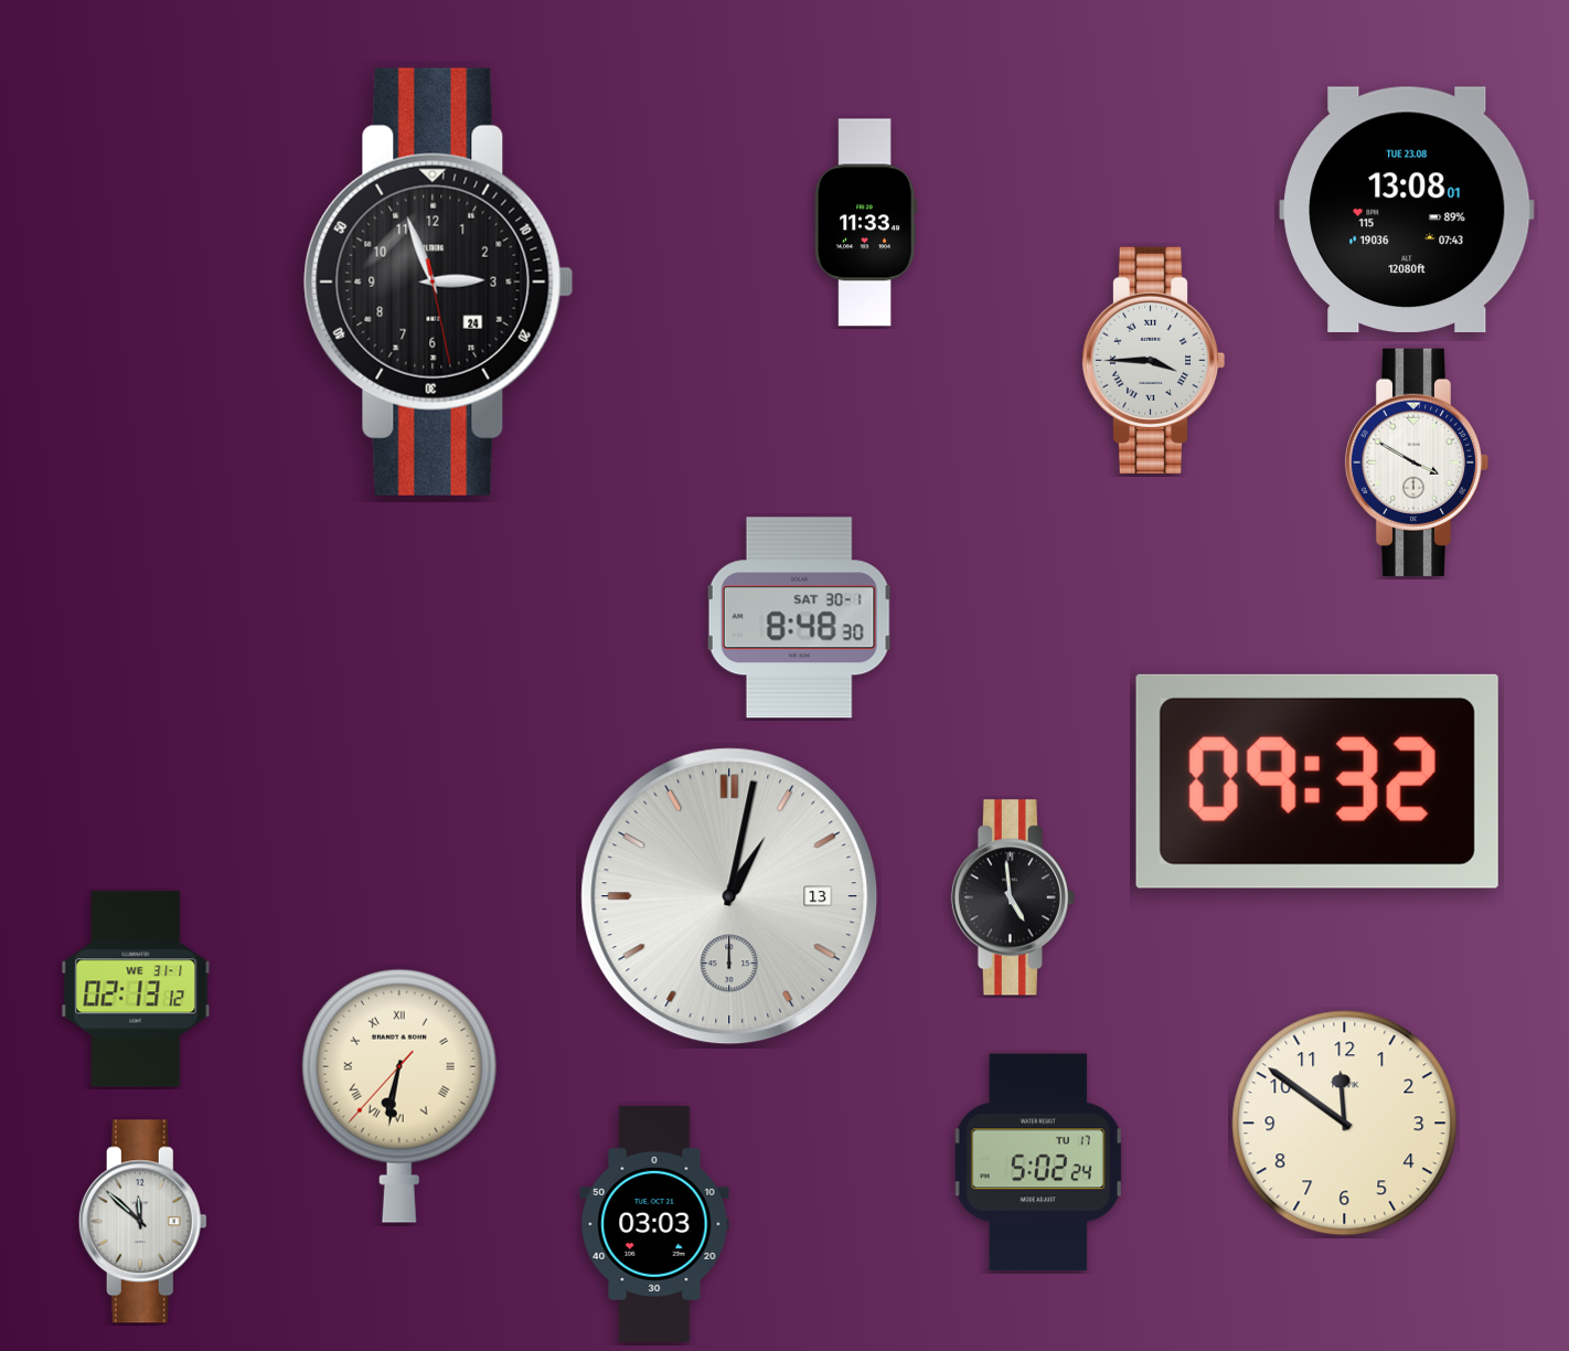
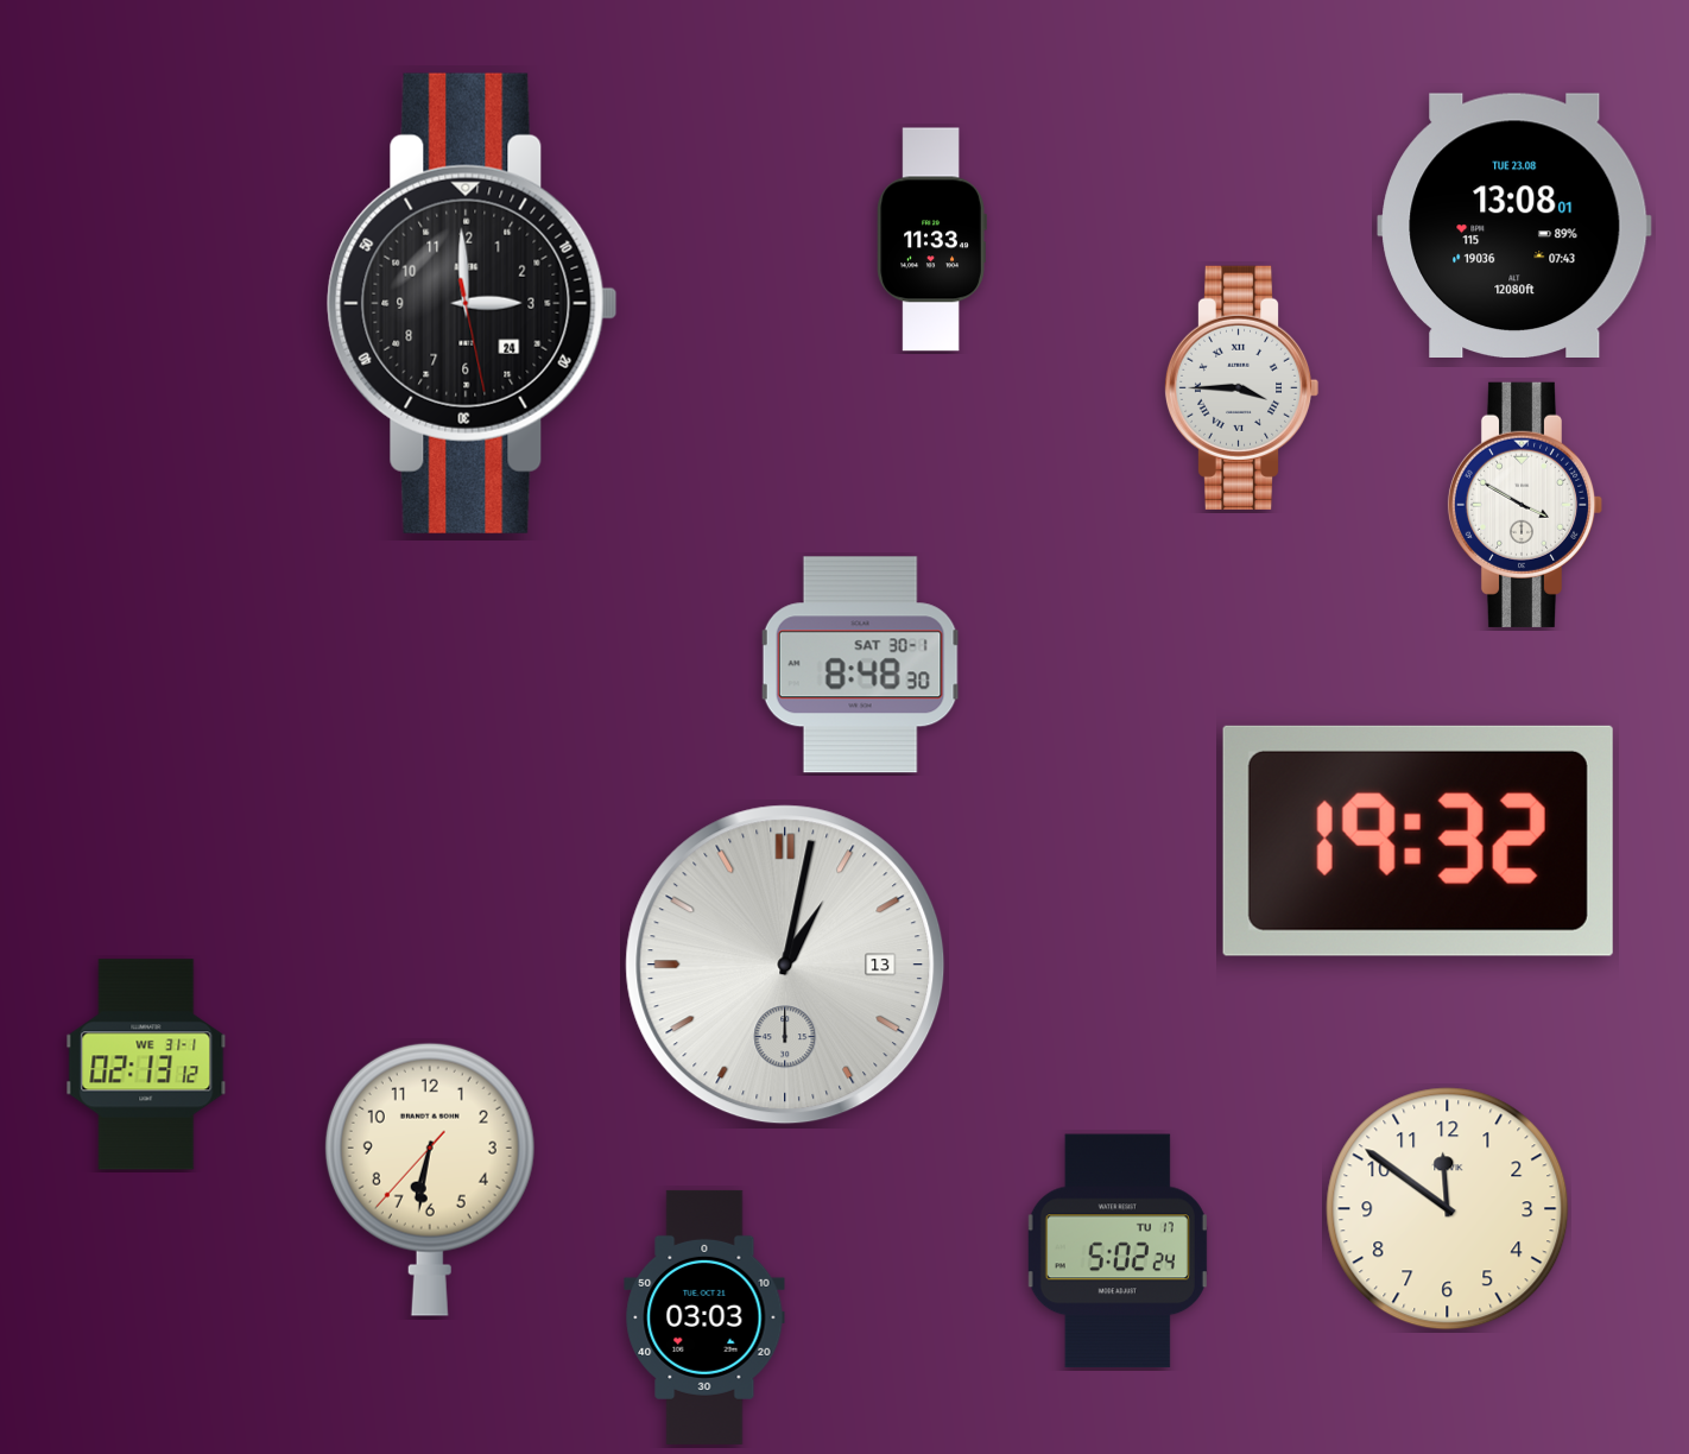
clock at (439, 281): 2:56 -> 2:59
clock at (1417, 462) position: (1417, 462) -> (1525, 505)
clock at (1317, 781): 09:32 -> 19:32
clock at (1013, 897): 4:59 -> none
clock at (399, 1096) numerals: Roman -> Arabic
clock at (142, 1222): 11:52 -> none
